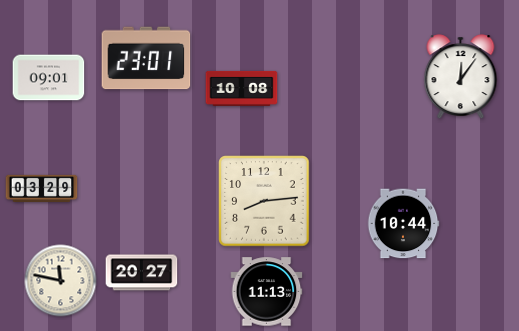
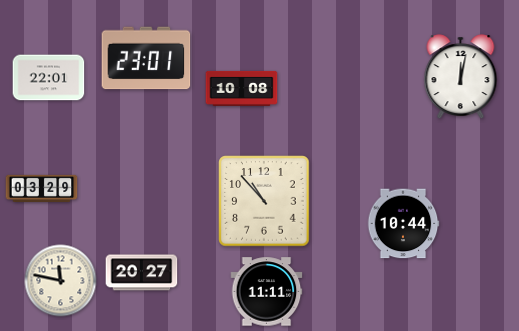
clock at (461, 77): 12:06 -> 12:02
clock at (49, 78): 09:01 -> 22:01
clock at (264, 201): 8:14 -> 10:53
clock at (267, 292): 11:13 -> 11:11
